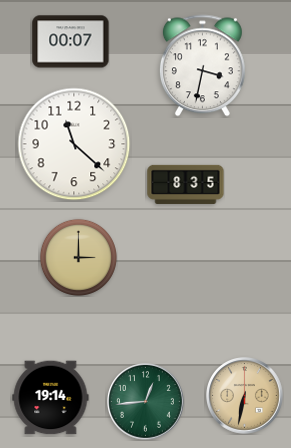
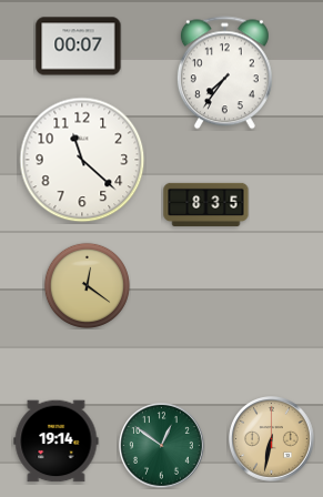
clock at (202, 66): 3:32 -> 7:36
clock at (78, 257): 3:00 -> 12:21
clock at (146, 402): 12:44 -> 12:51
